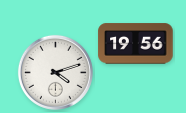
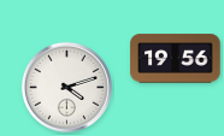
clock at (136, 44) position: (136, 44) -> (176, 59)
